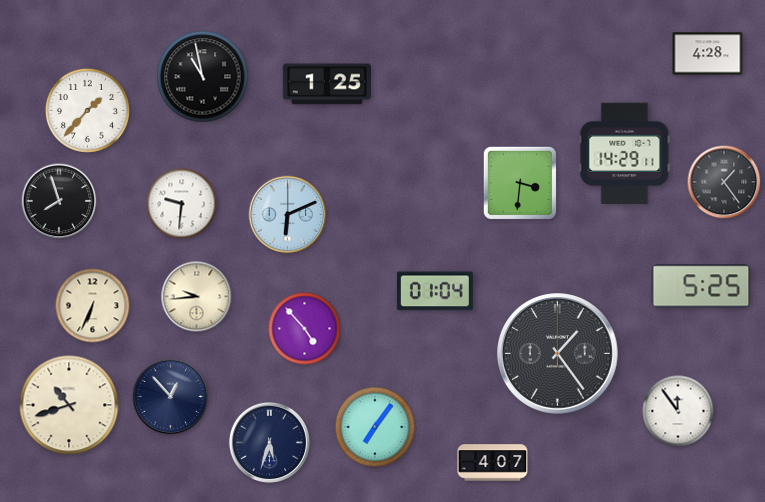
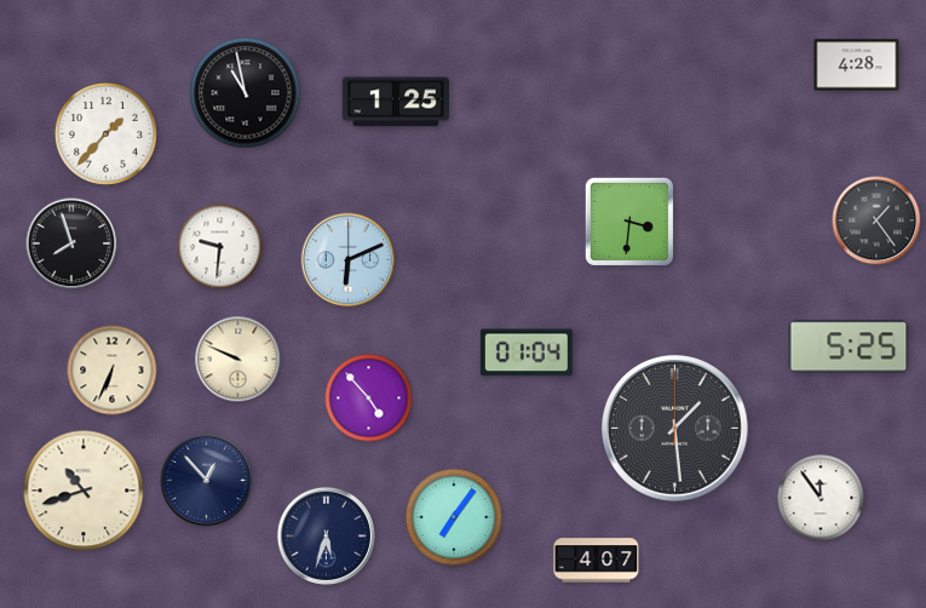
clock at (625, 153): 14:29 -> none
clock at (197, 297): 9:44 -> 9:49
clock at (558, 354): 1:24 -> 1:29
